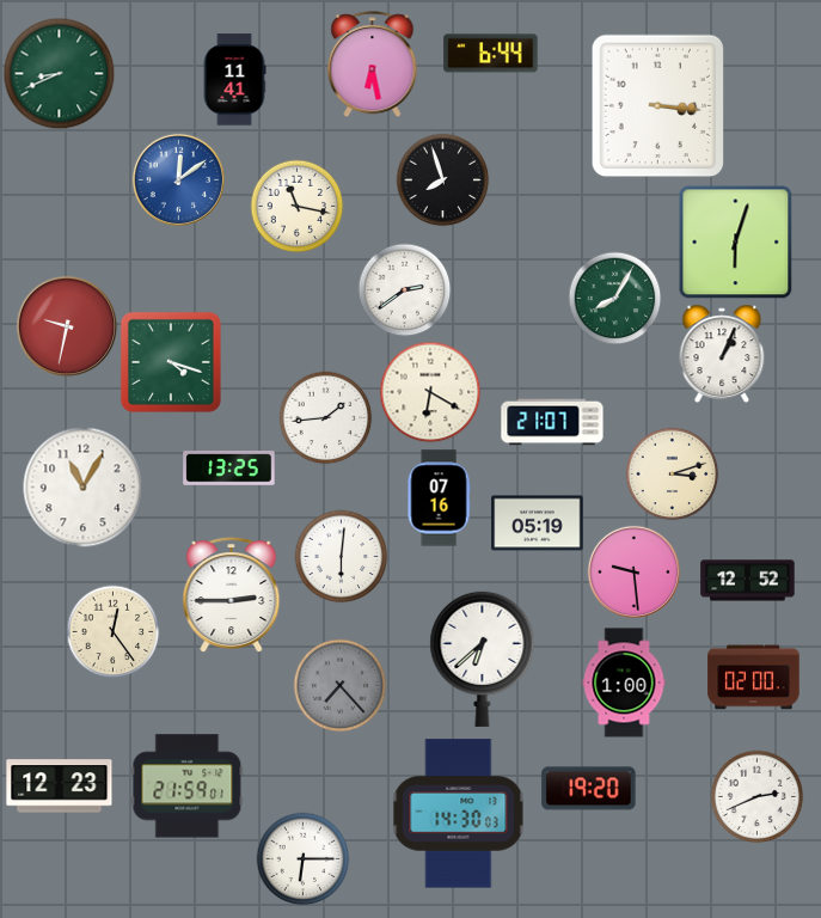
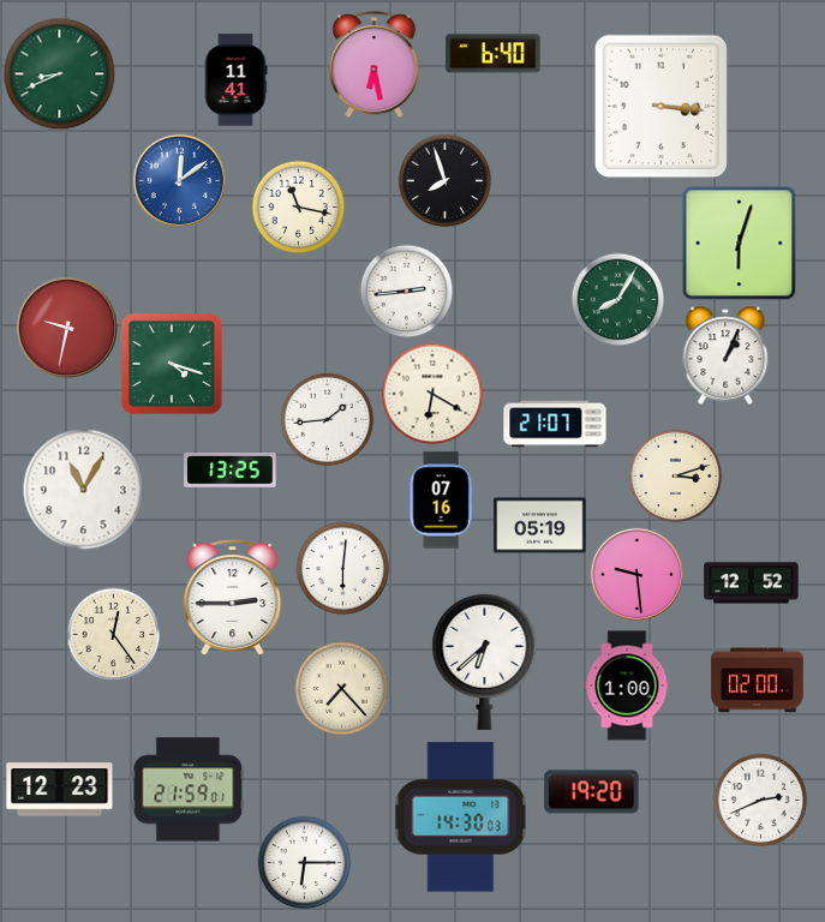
clock at (491, 54): 6:44 -> 6:40
clock at (404, 289): 2:39 -> 2:44
clock at (341, 556) position: (341, 556) -> (342, 568)
clock at (339, 685) dial: grey -> cream
